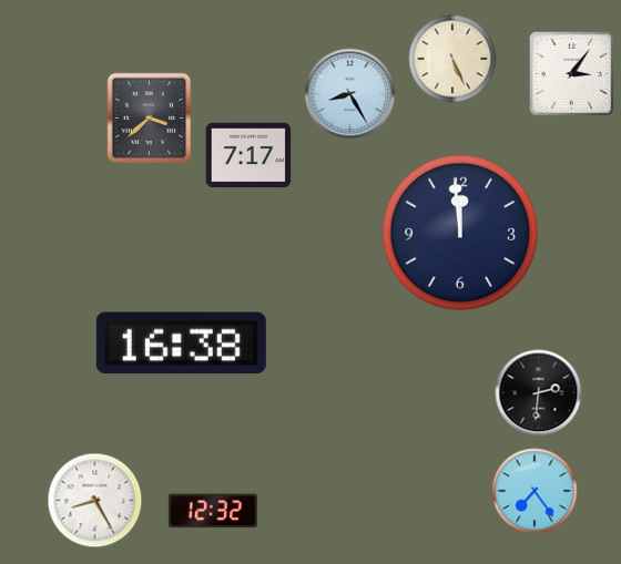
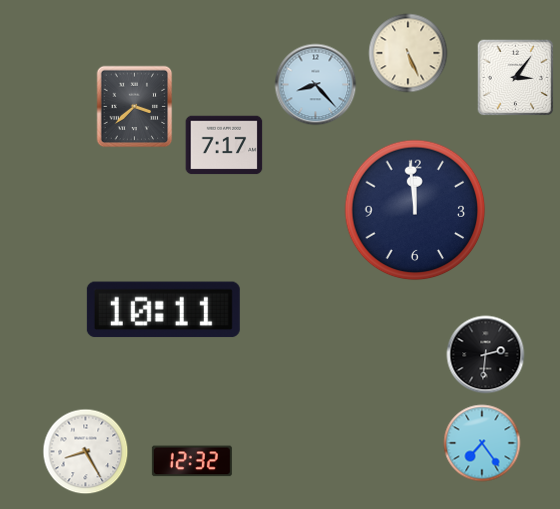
clock at (572, 74) position: (572, 74) -> (516, 78)
clock at (350, 94): 8:25 -> 8:23
clock at (248, 155) position: (248, 155) -> (224, 145)
clock at (181, 343): 16:38 -> 10:11
